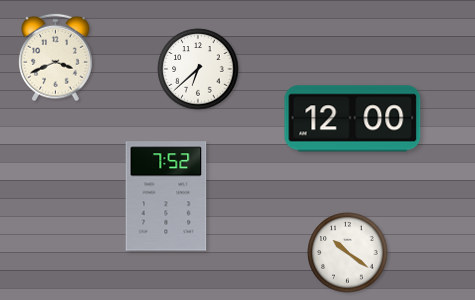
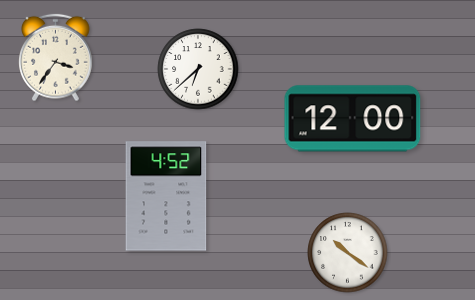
clock at (56, 58): 3:41 -> 3:36
clock at (166, 196): 7:52 -> 4:52
